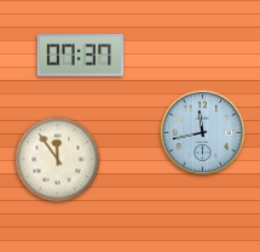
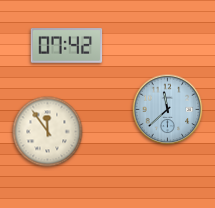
clock at (81, 56): 07:37 -> 07:42
clock at (203, 133): 11:43 -> 11:38
